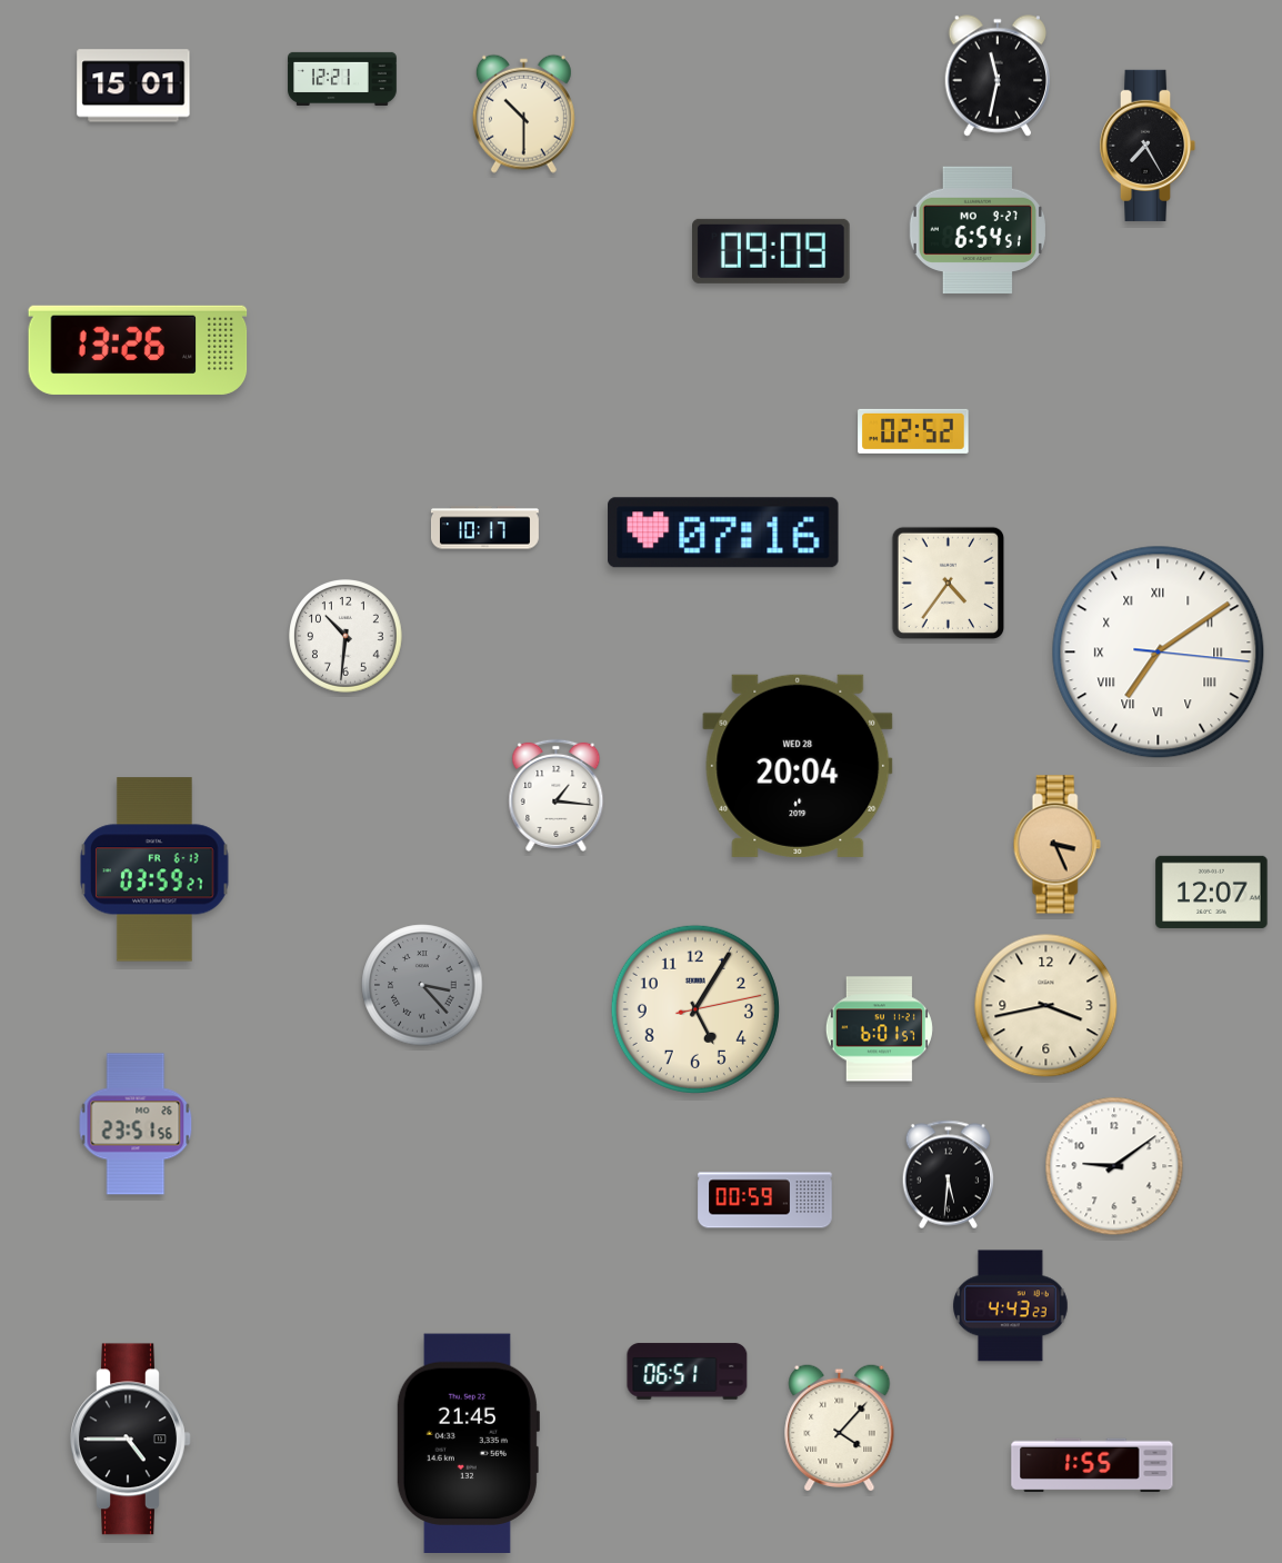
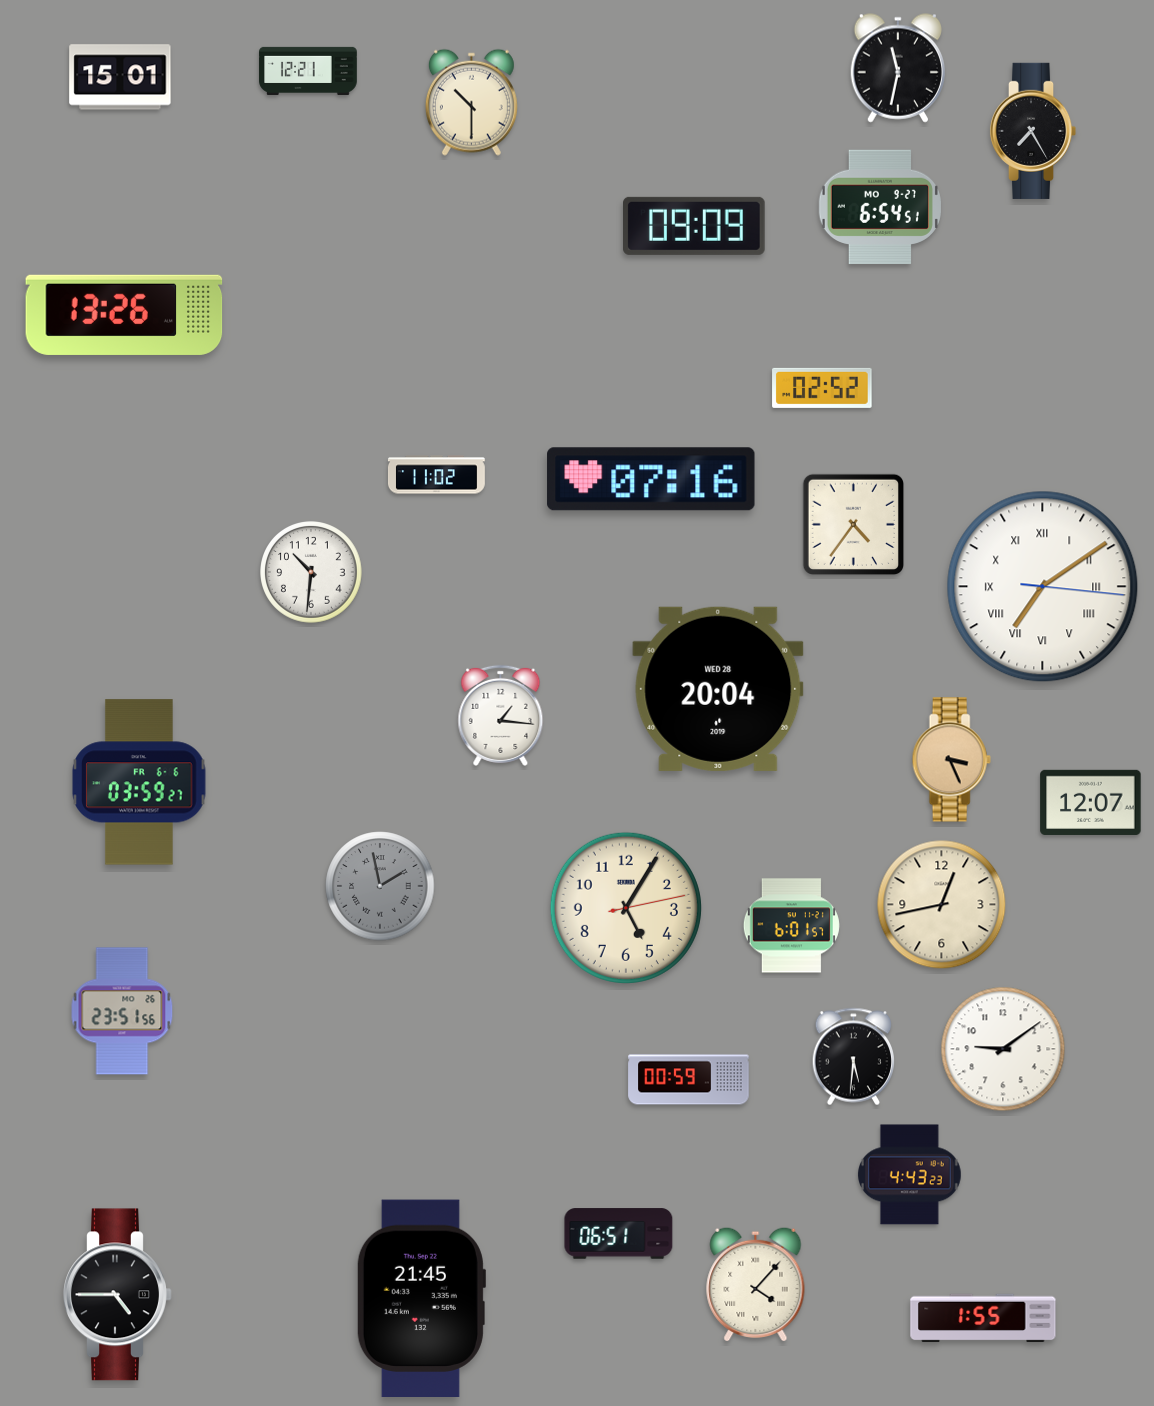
clock at (484, 528): 10:17 -> 11:02
clock at (154, 869) date: FR 6-13 -> FR 6-6
clock at (422, 985): 3:23 -> 1:58
clock at (1046, 1006): 3:43 -> 12:43
